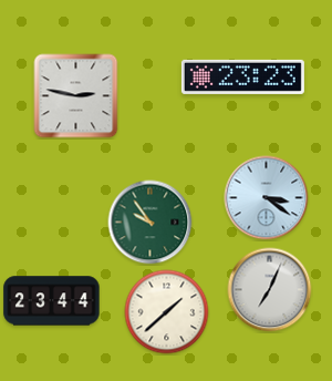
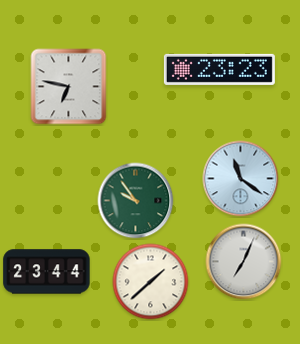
clock at (76, 96): 2:47 -> 6:47
clock at (267, 198): 3:21 -> 11:21
